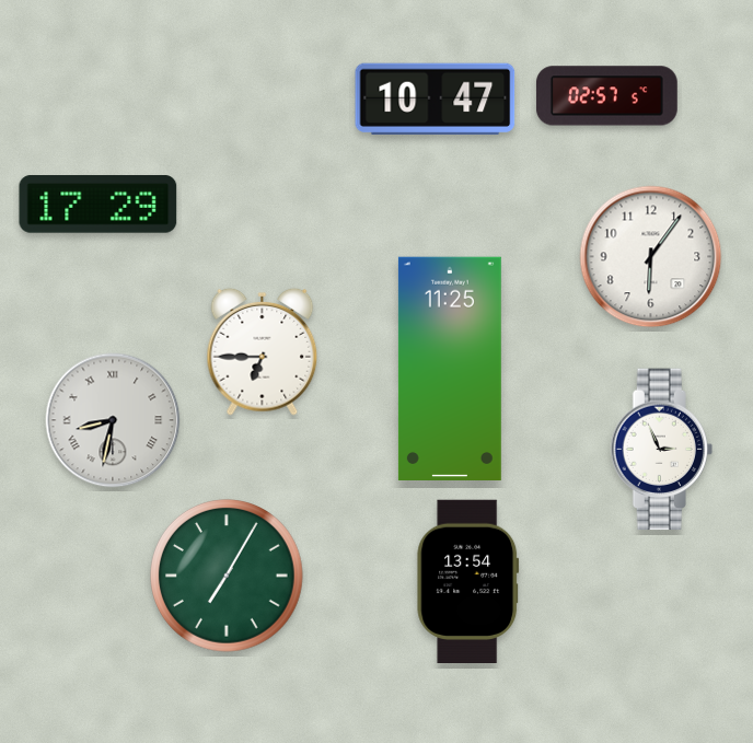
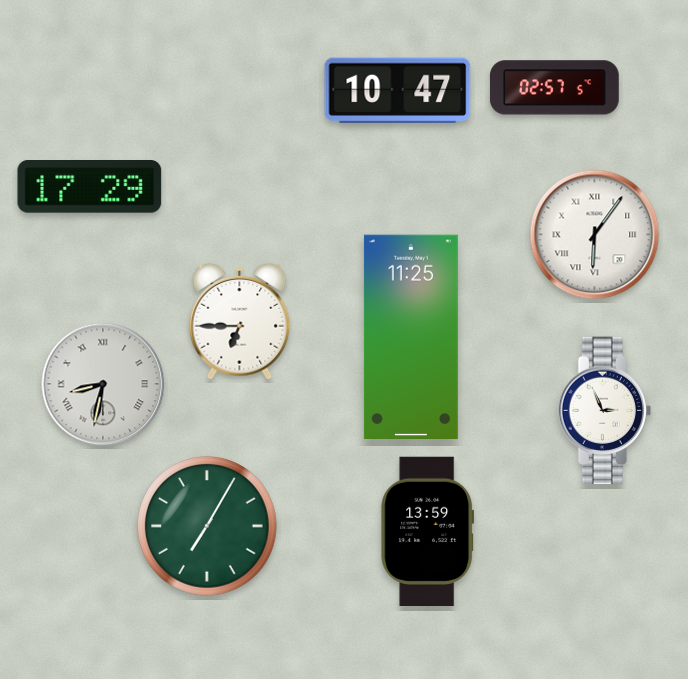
clock at (651, 257) numerals: Arabic -> Roman
clock at (468, 581): 13:54 -> 13:59
